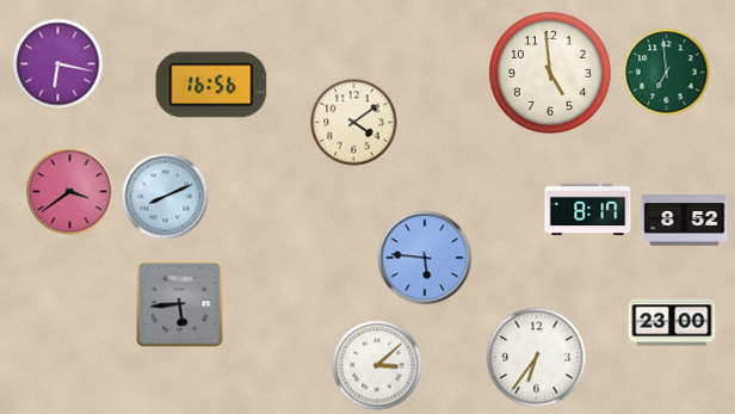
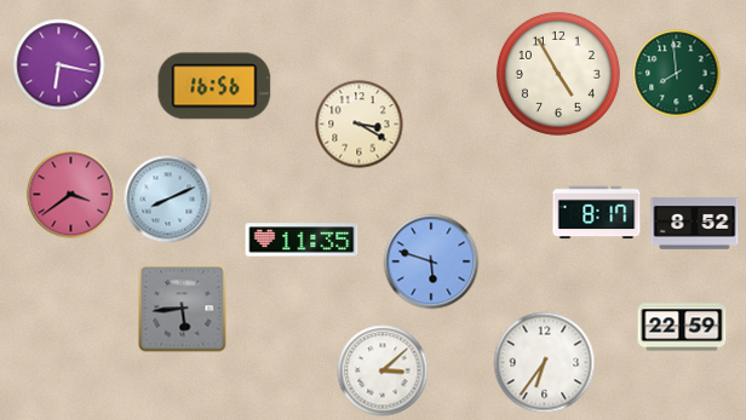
clock at (550, 73): 4:59 -> 4:55
clock at (667, 73): 6:59 -> 7:59
clock at (354, 123): 4:09 -> 3:20
clock at (302, 240): none -> 11:35
clock at (425, 258): 5:46 -> 5:48
clock at (672, 322): 23:00 -> 22:59
